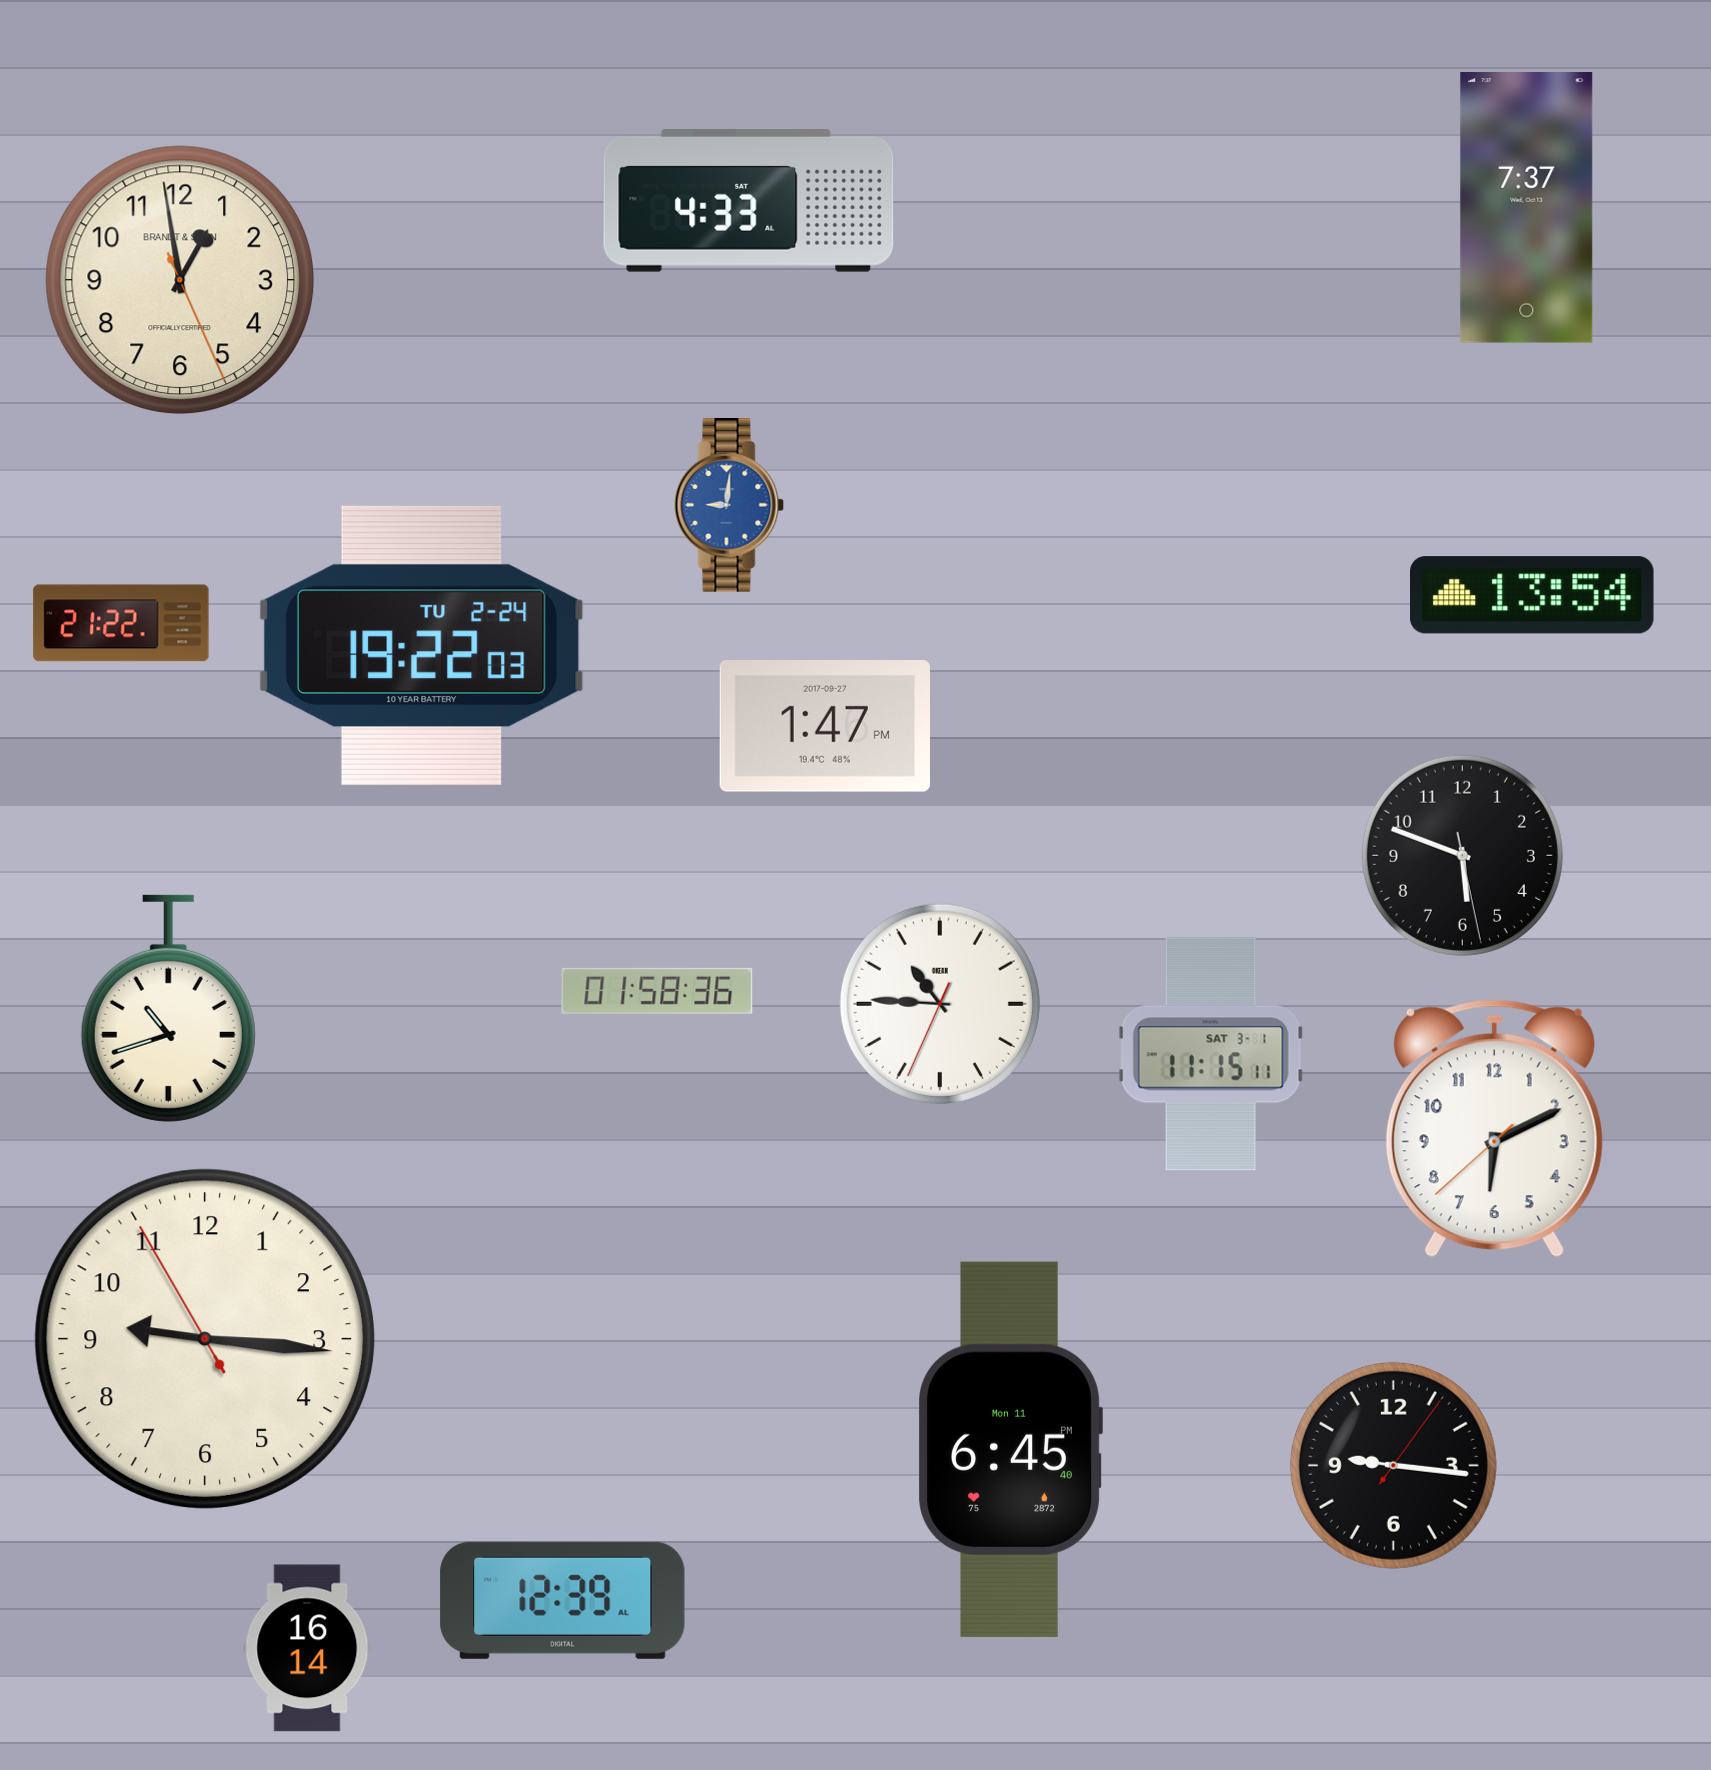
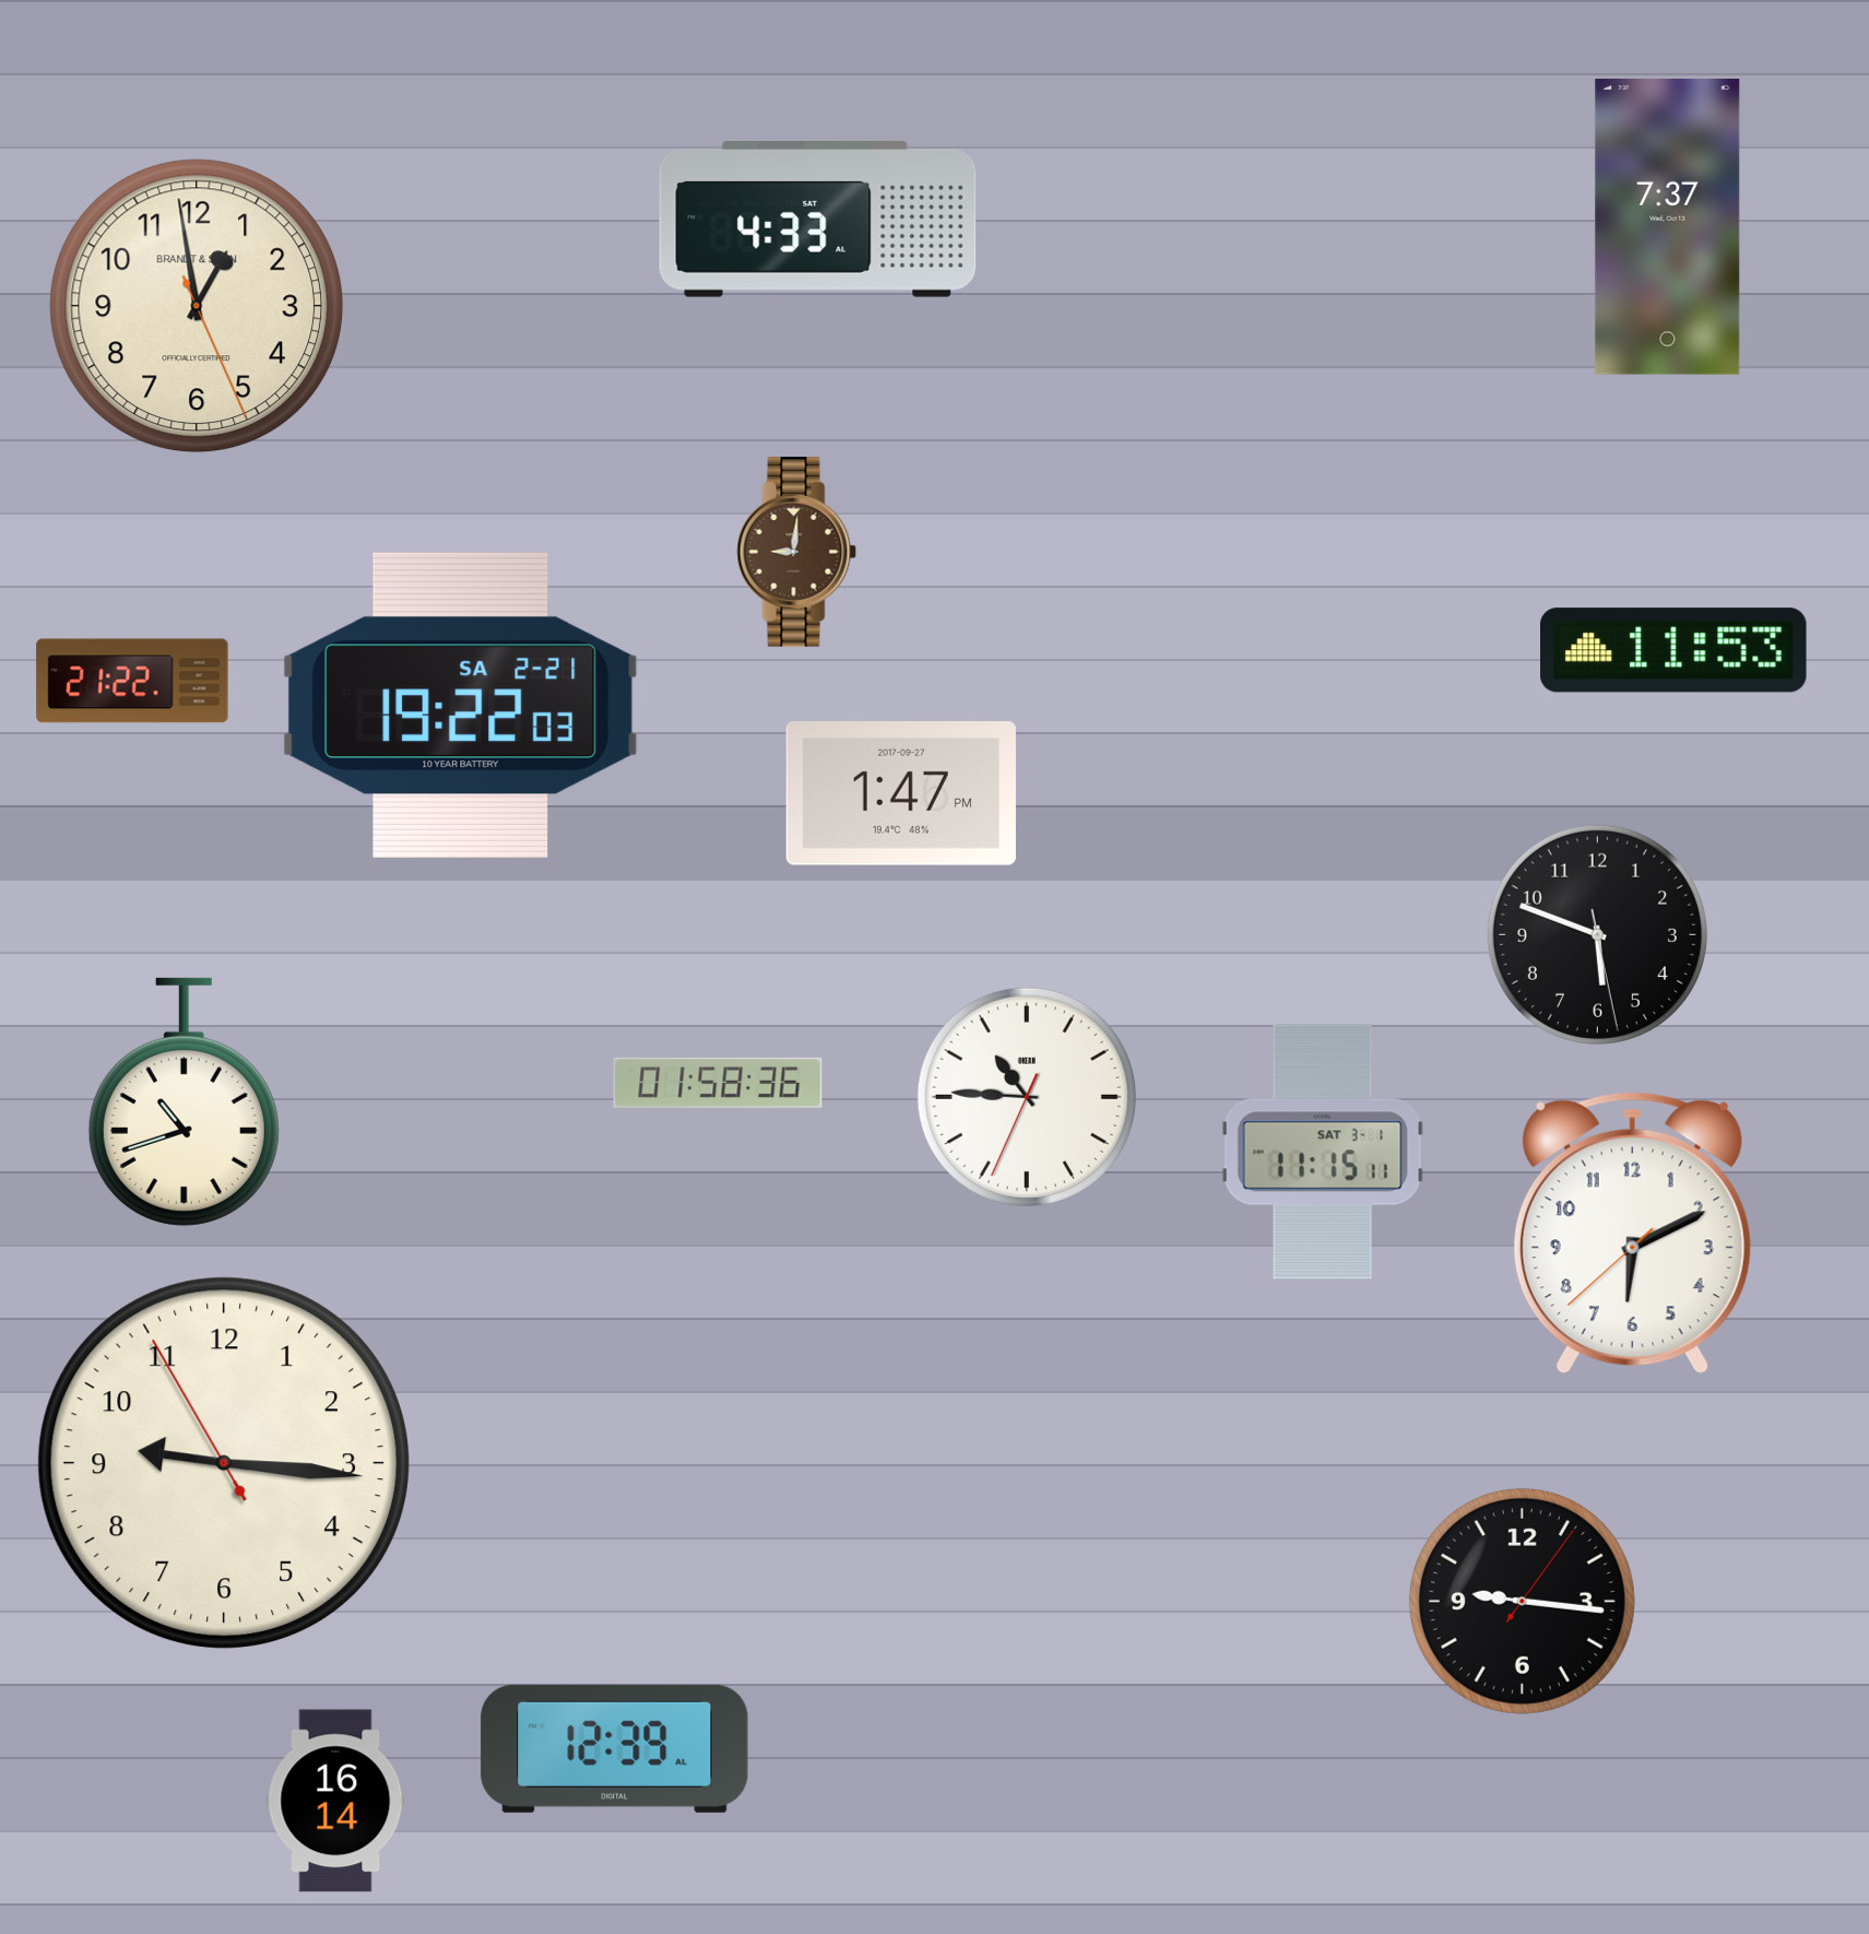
clock at (729, 506) dial: blue -> brown
clock at (1533, 595): 13:54 -> 11:53
clock at (421, 645) date: TU 2-24 -> SA 2-21
clock at (1010, 1449): 6:45 -> none
